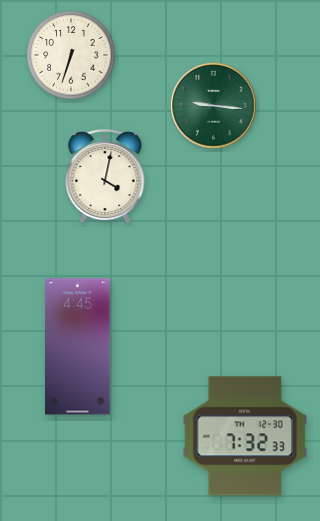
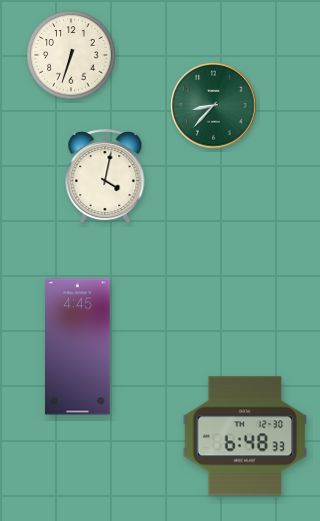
clock at (214, 106): 9:16 -> 8:37
clock at (245, 436): 7:32 -> 6:48
